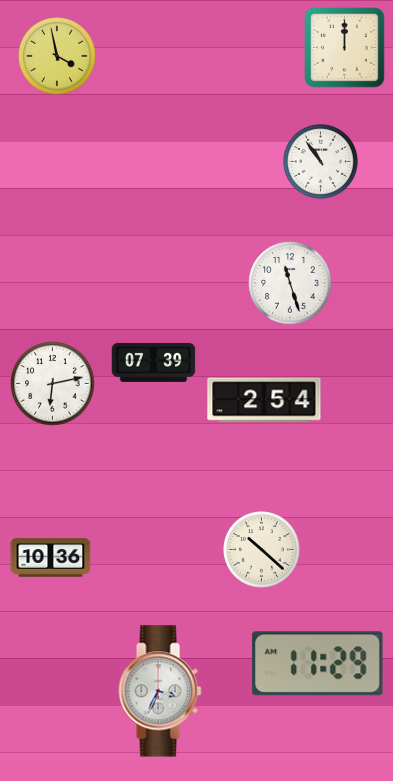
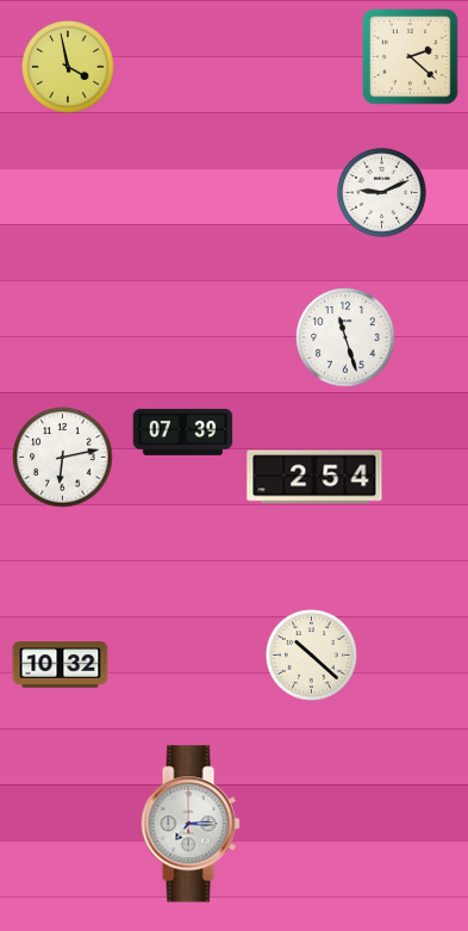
clock at (345, 48): 12:00 -> 2:22
clock at (320, 161): 10:54 -> 9:11
clock at (51, 558): 10:36 -> 10:32
clock at (318, 664): 11:29 -> none
clock at (160, 691): 3:34 -> 7:15
